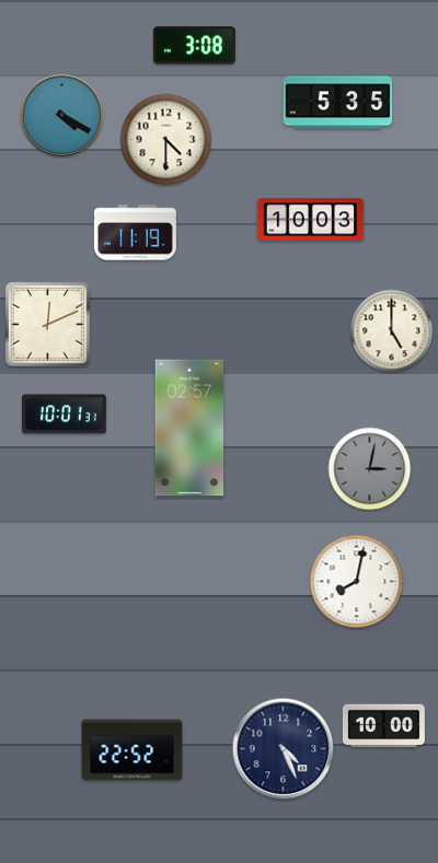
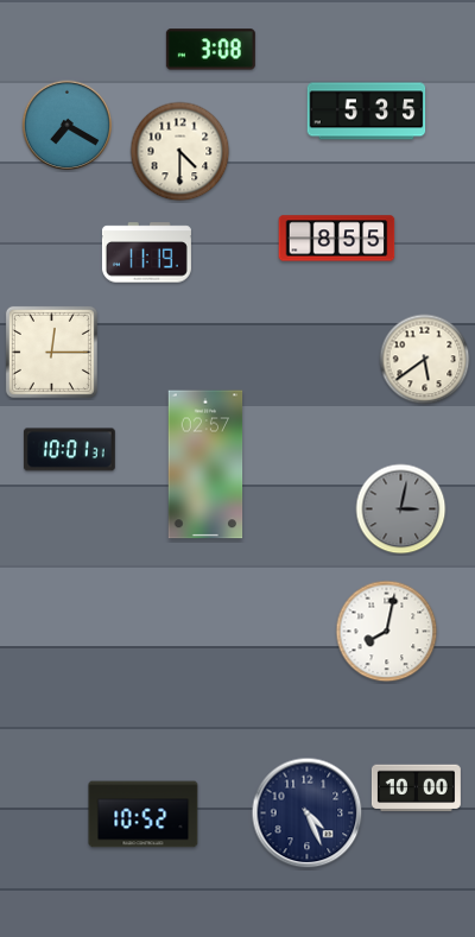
clock at (62, 116): 4:20 -> 7:20
clock at (311, 220): 10:03 -> 8:55
clock at (47, 324): 12:11 -> 12:15
clock at (392, 331): 5:00 -> 5:39
clock at (132, 750): 22:52 -> 10:52
